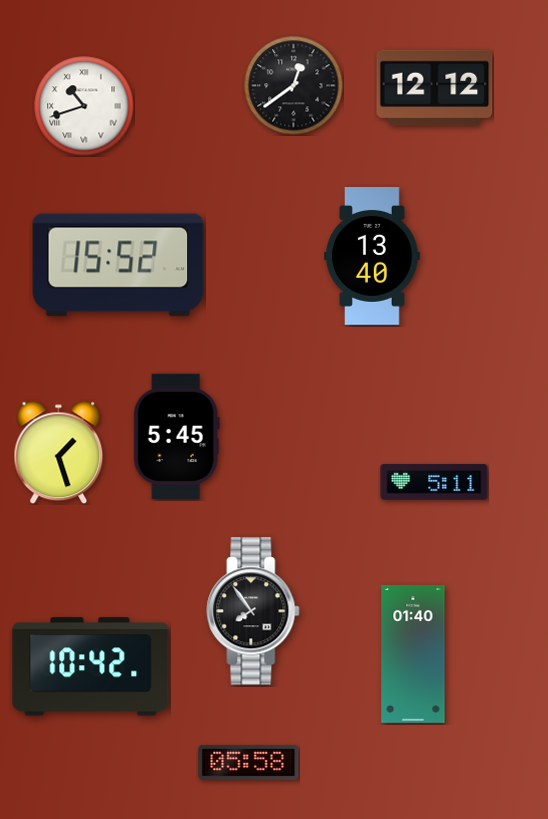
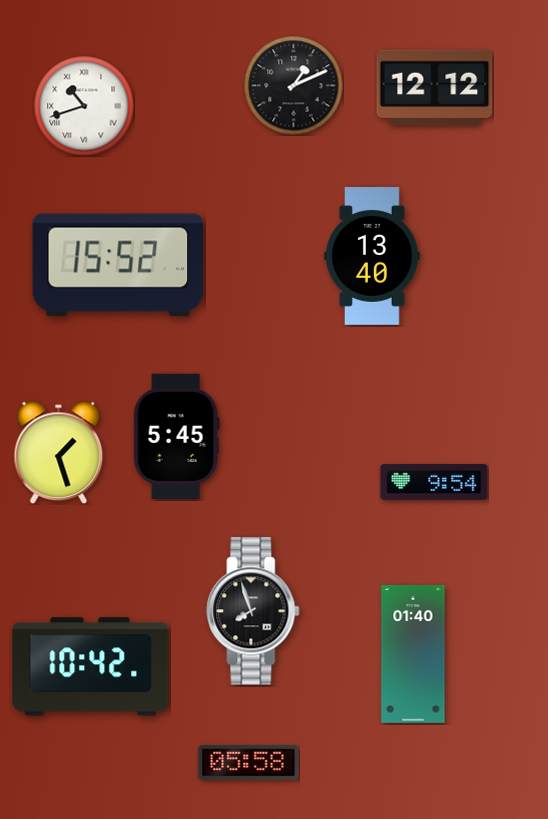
clock at (294, 86): 12:39 -> 1:11
clock at (434, 482): 5:11 -> 9:54
clock at (253, 611): 7:54 -> 7:57
